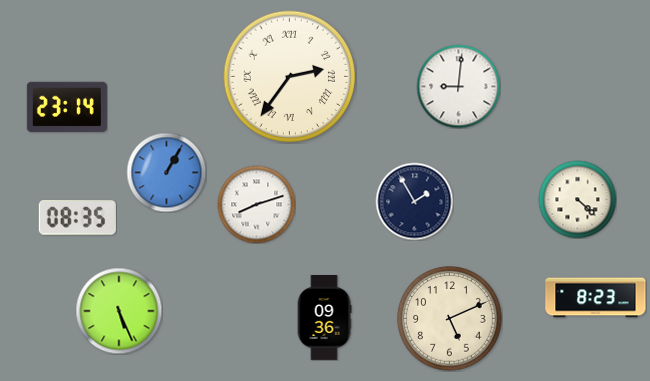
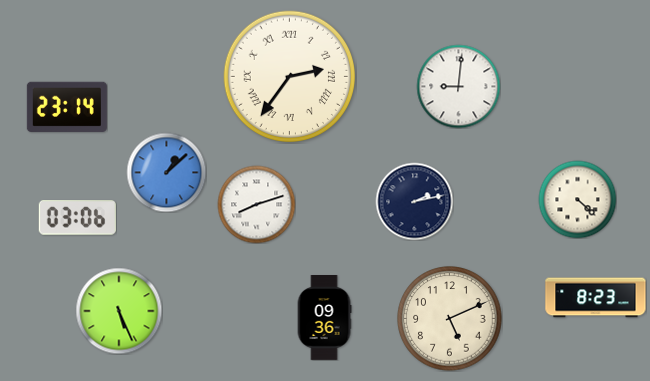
clock at (166, 172): 1:05 -> 1:08
clock at (414, 201): 1:55 -> 2:13
clock at (77, 218): 08:35 -> 03:06
